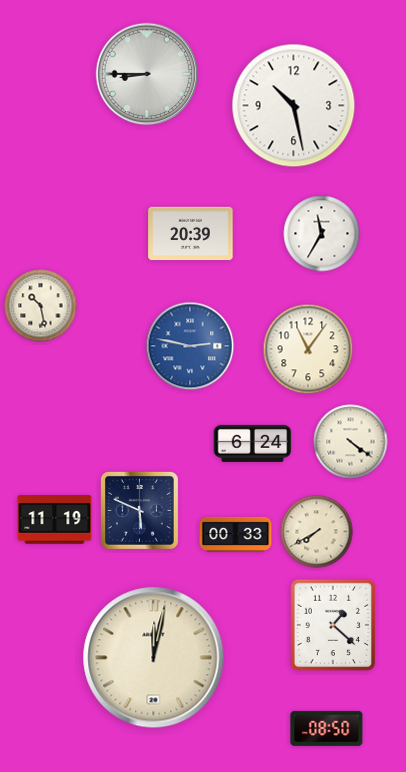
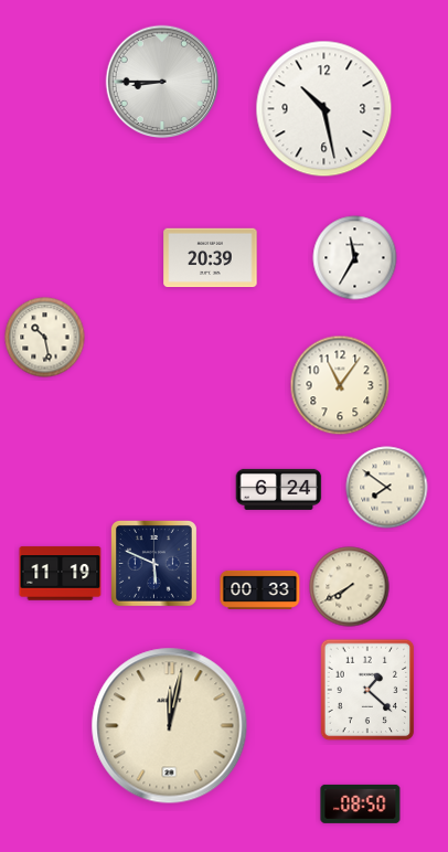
clock at (294, 106) position: (294, 106) -> (324, 109)
clock at (190, 346): 2:47 -> none
clock at (351, 442): 4:21 -> 7:51
